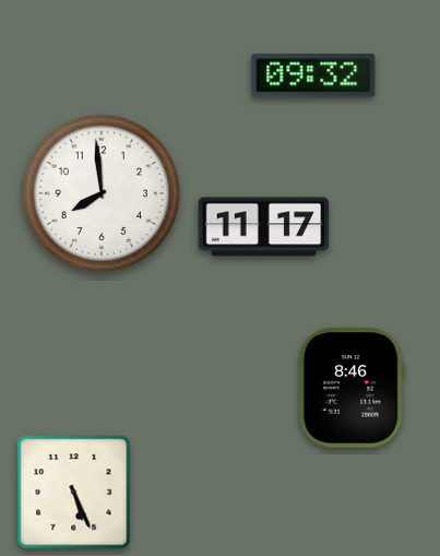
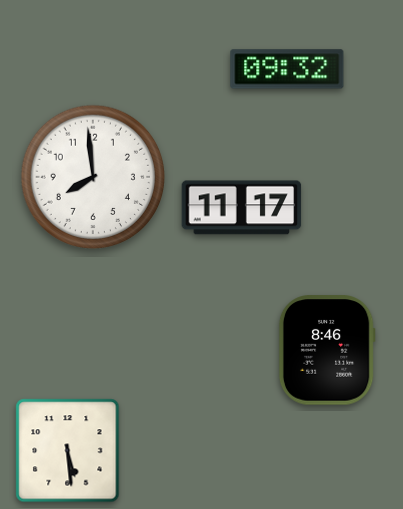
clock at (352, 388) position: (352, 388) -> (327, 350)
clock at (74, 493): 5:26 -> 5:29
